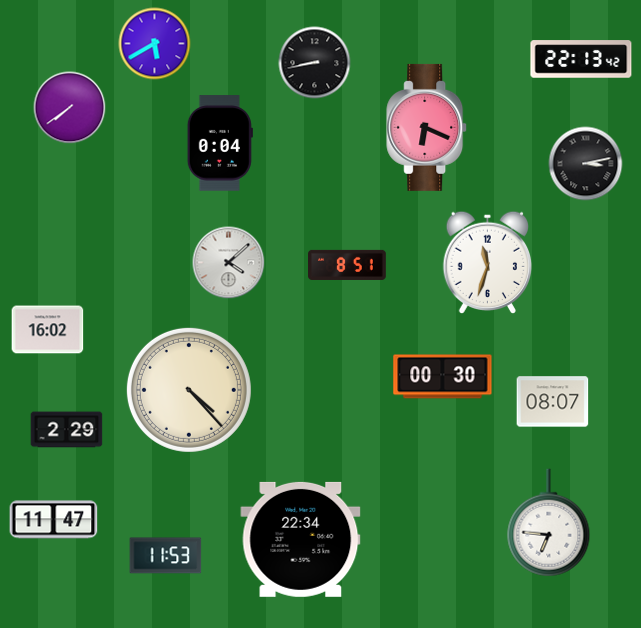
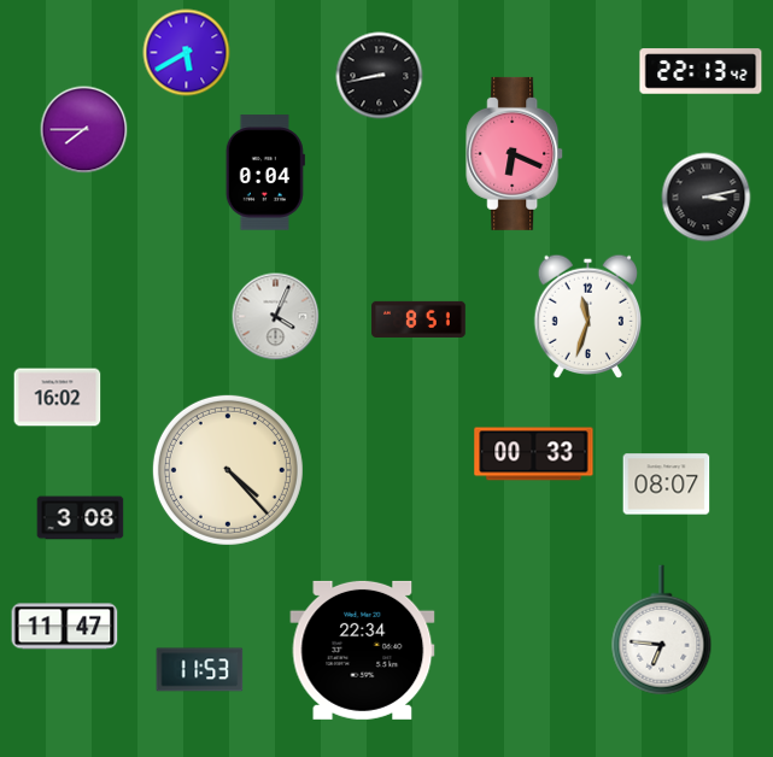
clock at (70, 108): 7:39 -> 7:45
clock at (229, 263): 4:08 -> 4:04
clock at (443, 377): 00:30 -> 00:33
clock at (67, 430): 2:29 -> 3:08
